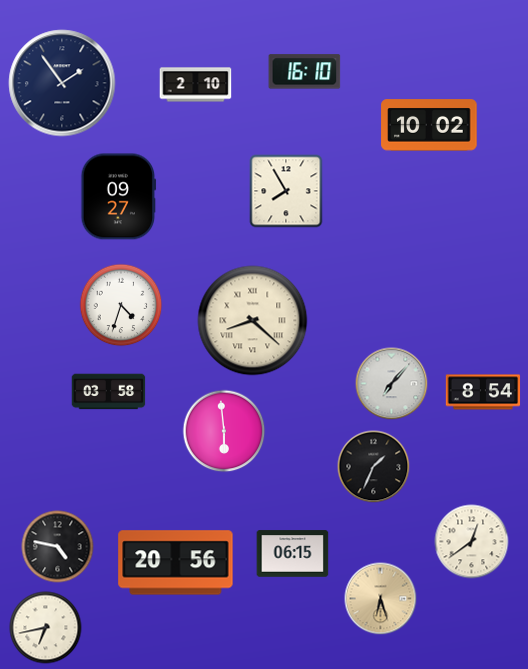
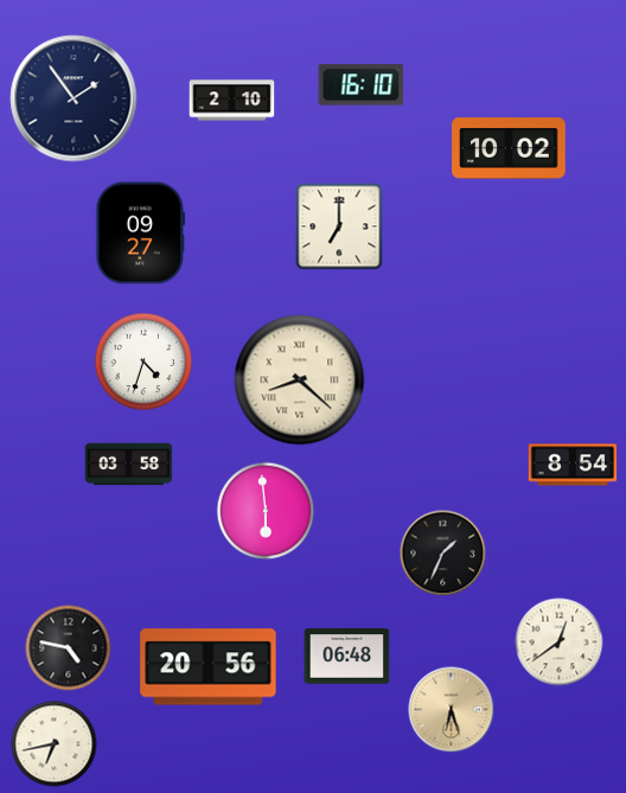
clock at (286, 191): 7:55 -> 7:00
clock at (392, 384): 7:07 -> none
clock at (293, 554): 06:15 -> 06:48
